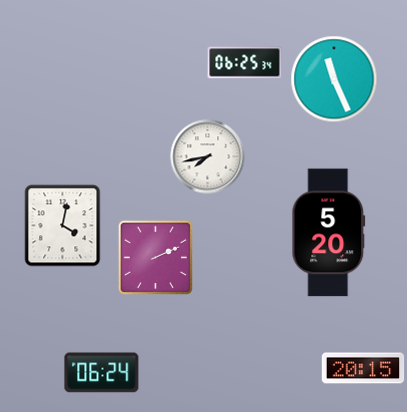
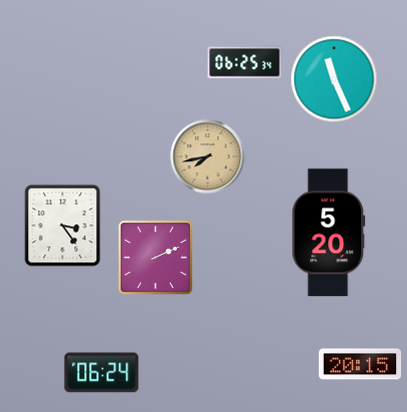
clock at (208, 157) dial: white -> champagne
clock at (63, 226): 4:02 -> 3:24
clock at (363, 368) position: (363, 368) -> (360, 364)
